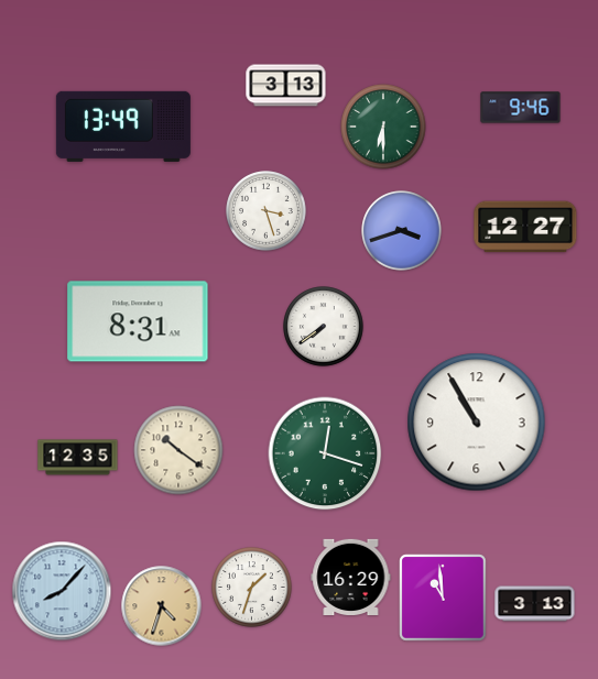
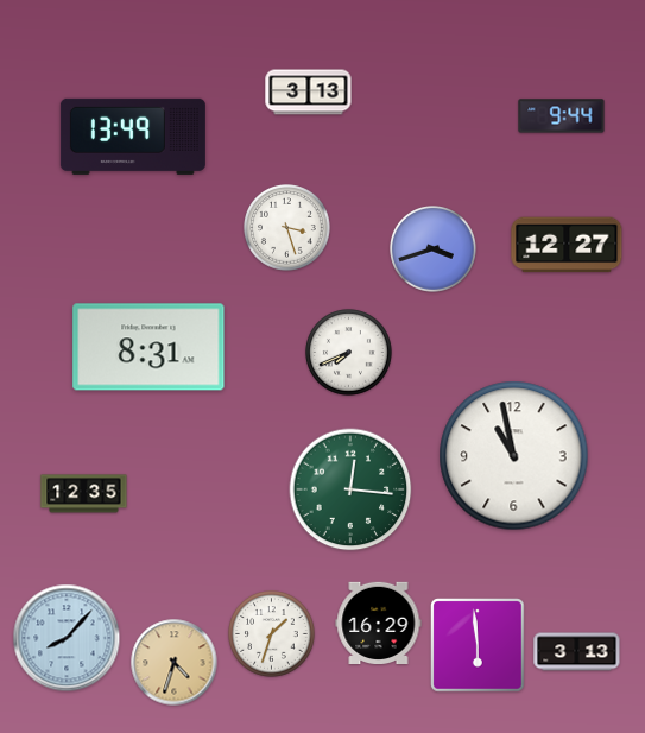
clock at (521, 108): 9:46 -> 9:44
clock at (383, 127): 6:30 -> none
clock at (324, 327): 7:39 -> 7:41
clock at (477, 423): 10:55 -> 10:58
clock at (178, 450): 10:21 -> none
clock at (325, 453): 12:18 -> 12:16
clock at (443, 598): 10:59 -> 5:59
clock at (162, 606) position: (162, 606) -> (175, 663)
